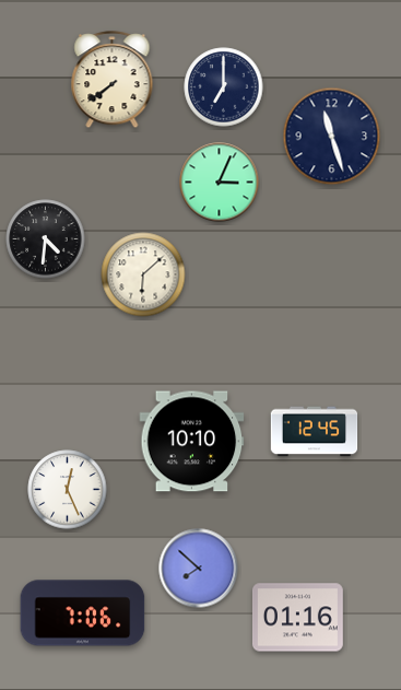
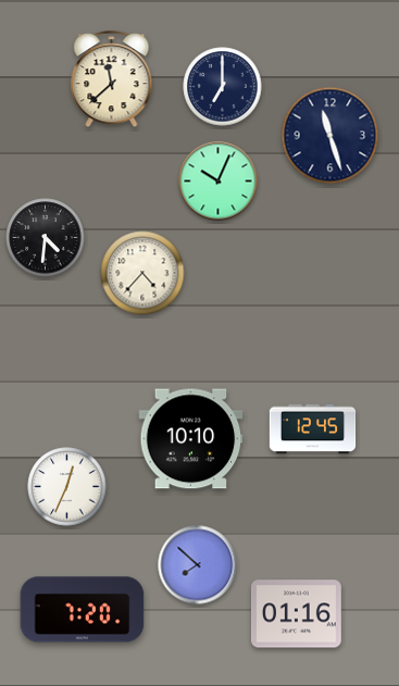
clock at (113, 80): 7:39 -> 11:38
clock at (220, 183): 3:04 -> 10:04
clock at (143, 274): 6:08 -> 4:37
clock at (68, 490): 12:26 -> 12:34
clock at (83, 613): 7:06 -> 7:20
